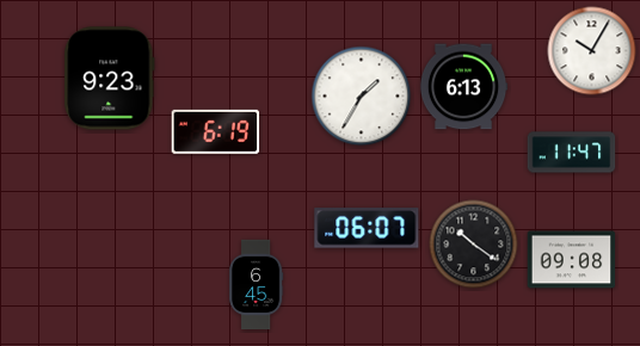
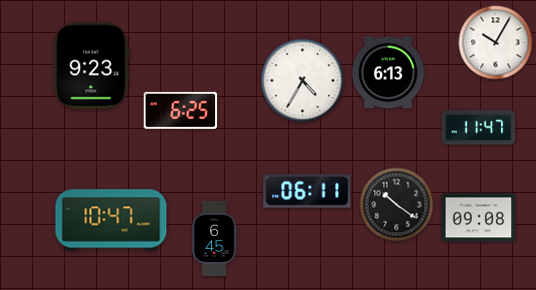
clock at (362, 97): 1:35 -> 4:35
clock at (216, 131): 6:19 -> 6:25
clock at (367, 228): 06:07 -> 06:11
clock at (111, 220): none -> 10:47
